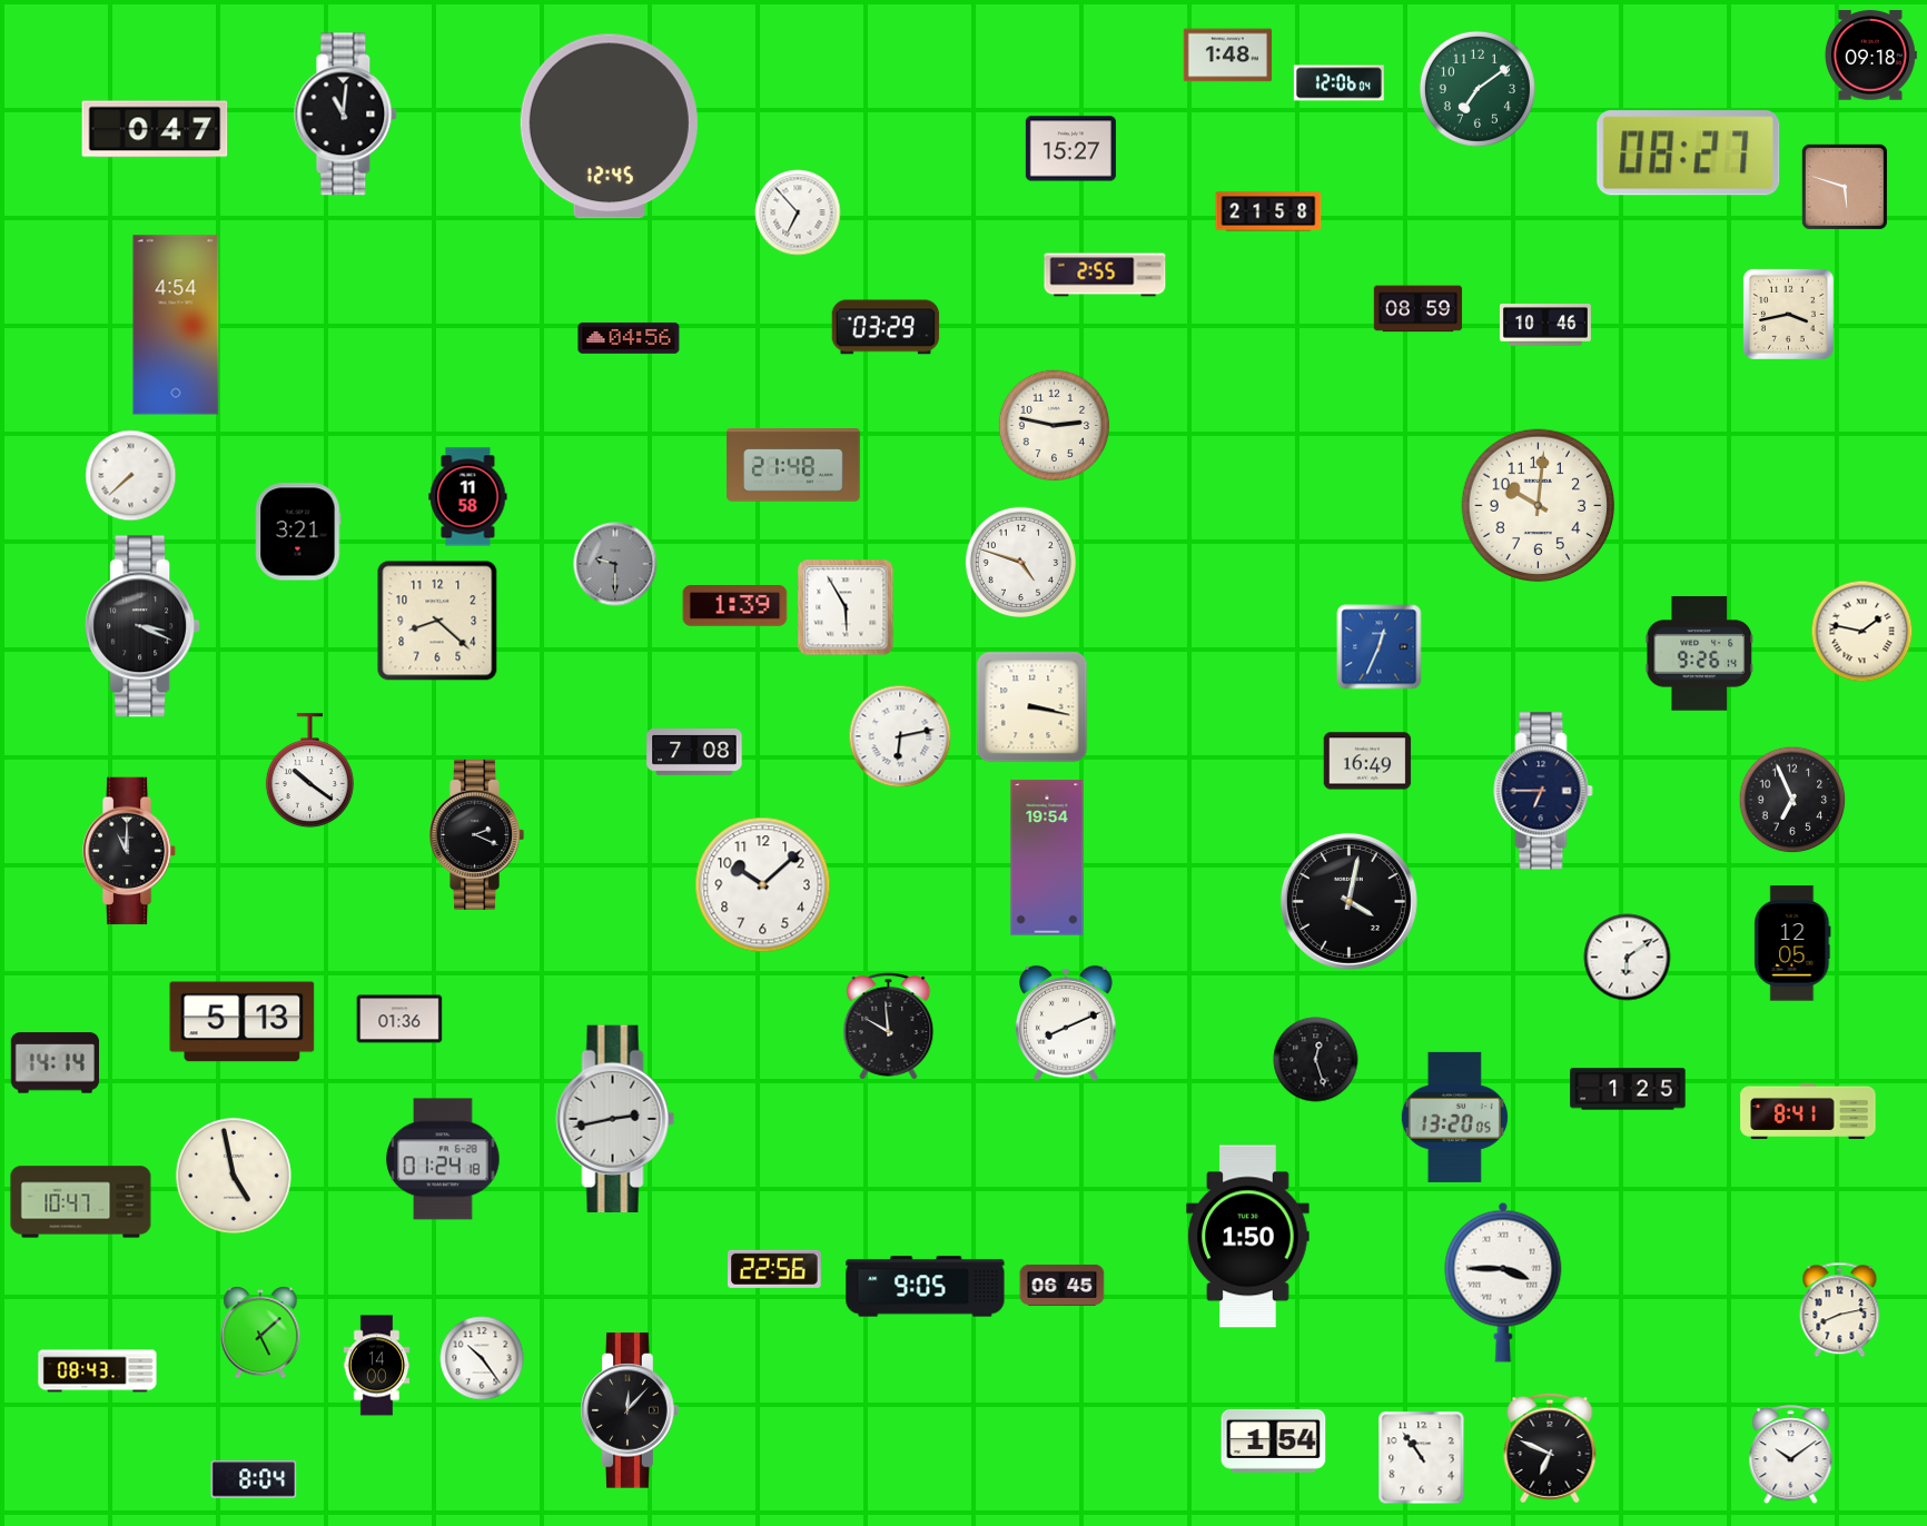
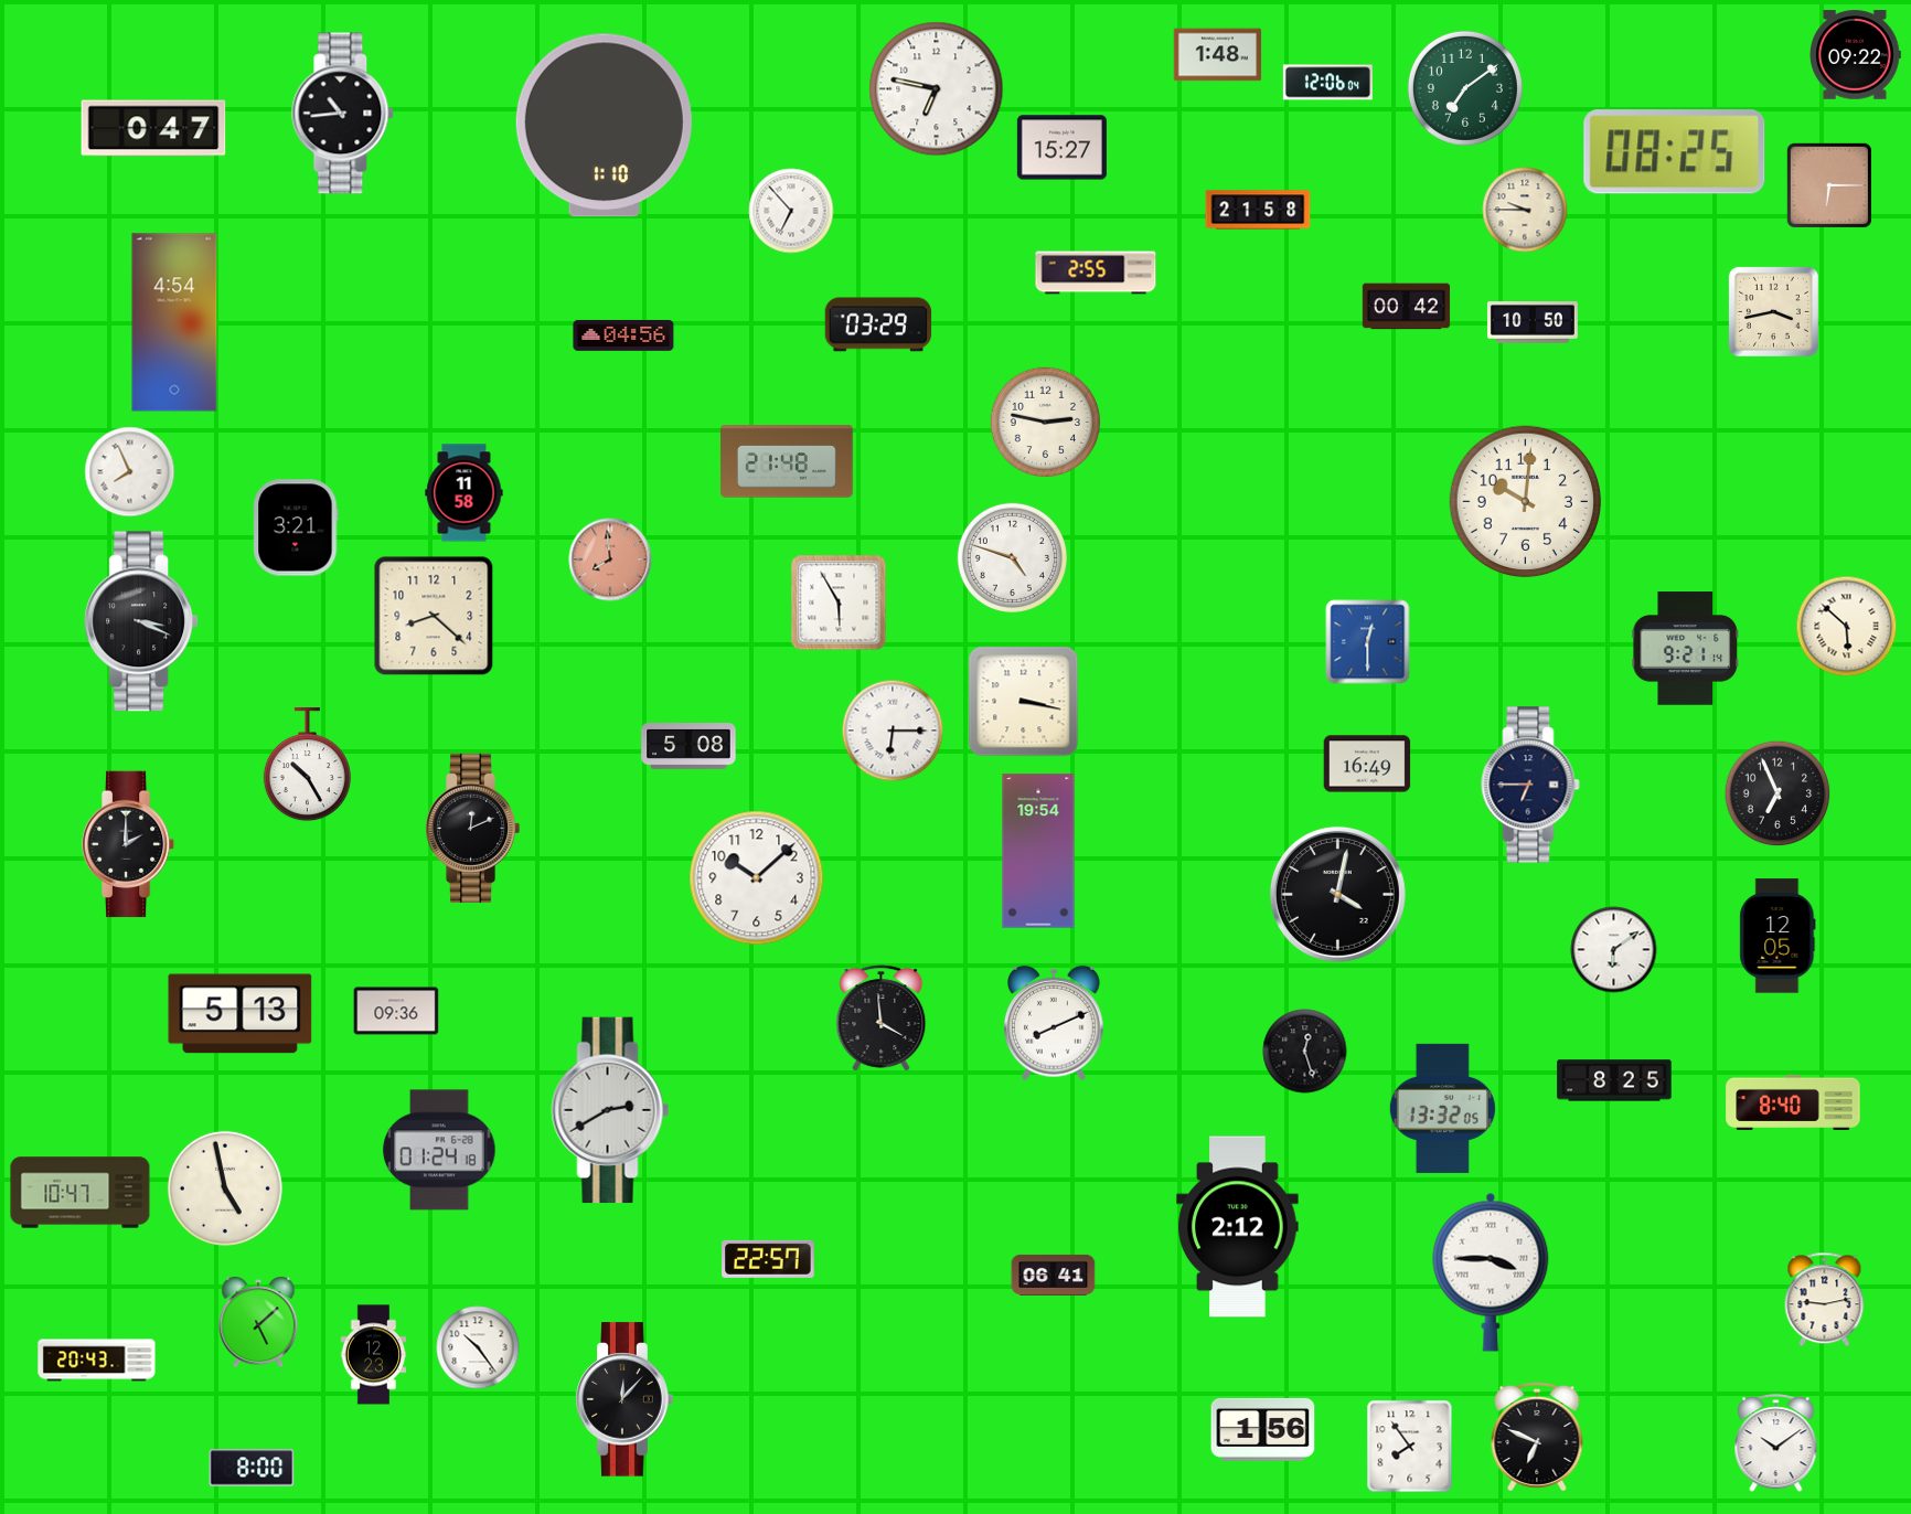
clock at (1871, 56): 09:18 -> 09:22
clock at (937, 89): none -> 6:47
clock at (346, 115): 11:01 -> 10:44
clock at (609, 127): 12:45 -> 1:10
clock at (1689, 153): 08:27 -> 08:25
clock at (1845, 187): 5:48 -> 6:15
clock at (1525, 210): none -> 9:45
clock at (1419, 309): 08:59 -> 00:42
clock at (1545, 325): 10:46 -> 10:50
clock at (131, 476): 7:38 -> 7:56
clock at (615, 564): 9:30 -> 7:59
clock at (615, 564) dial: grey -> salmon
clock at (735, 606): 1:39 -> none
clock at (1862, 632): 1:47 -> 5:52
clock at (1380, 647): 12:34 -> 12:30
clock at (1699, 654): 9:26 -> 9:21
clock at (900, 736): 6:13 -> 6:15
clock at (694, 753): 7:08 -> 5:08
clock at (1367, 761) position: (1367, 761) -> (1367, 764)
clock at (309, 771): 10:21 -> 10:25
clock at (477, 834): 2:19 -> 12:11
clock at (129, 851): 11:00 -> 2:00
clock at (399, 1019): 01:36 -> 09:36
clock at (1067, 1023) position: (1067, 1023) -> (1055, 1023)
clock at (889, 1027): 9:59 -> 3:59
clock at (55, 1063): 14:14 -> none
clock at (1628, 1089): 1:25 -> 8:25
clock at (1808, 1111): 8:41 -> 8:40
clock at (1454, 1117): 13:20 -> 13:32
clock at (615, 1119): 2:43 -> 2:40
clock at (234, 1176) position: (234, 1176) -> (225, 1188)
clock at (1248, 1237): 1:50 -> 2:12
clock at (774, 1269): 22:56 -> 22:57
clock at (1063, 1285): 06:45 -> 06:41
clock at (926, 1287): 9:05 -> none
clock at (1840, 1310): 8:13 -> 9:13
clock at (377, 1366): 14:00 -> 12:23
clock at (98, 1371): 08:43 -> 20:43
clock at (1274, 1440): 1:54 -> 1:56
clock at (1422, 1458): 10:54 -> 7:54
clock at (254, 1479): 8:04 -> 8:00
